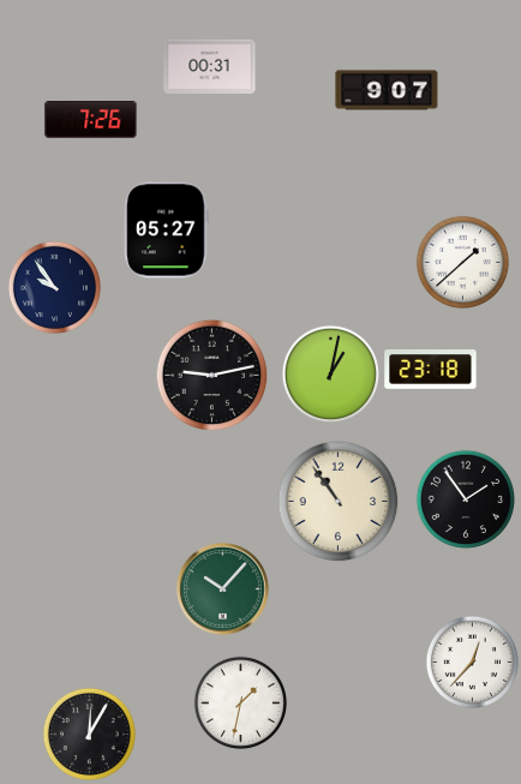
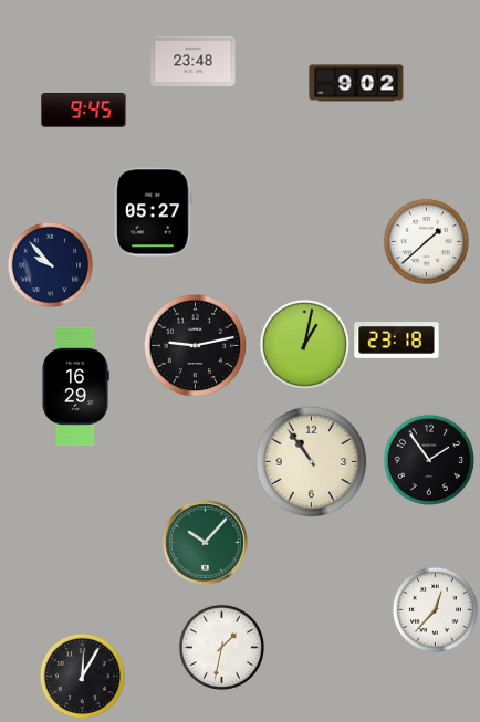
clock at (210, 66): 00:31 -> 23:48
clock at (387, 90): 9:07 -> 9:02
clock at (91, 120): 7:26 -> 9:45
clock at (54, 287): 9:54 -> 9:53
clock at (76, 386): none -> 16:29
